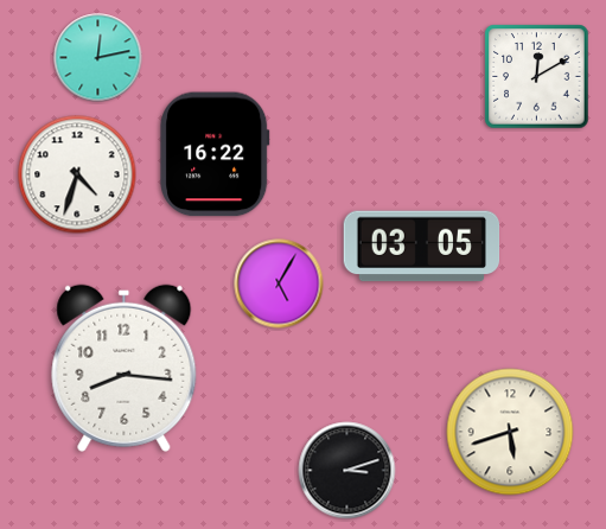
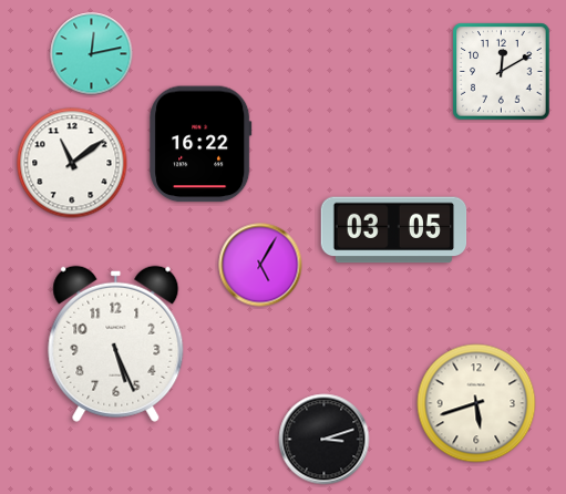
clock at (77, 174): 4:33 -> 11:09
clock at (125, 368): 8:16 -> 5:26
